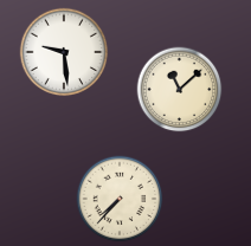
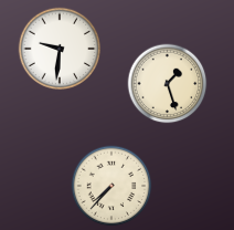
clock at (64, 52): 9:29 -> 9:31
clock at (180, 90): 11:08 -> 1:27
